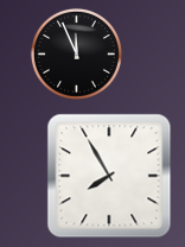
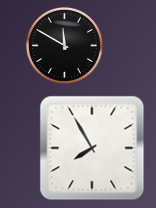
clock at (76, 53): 11:56 -> 11:50
